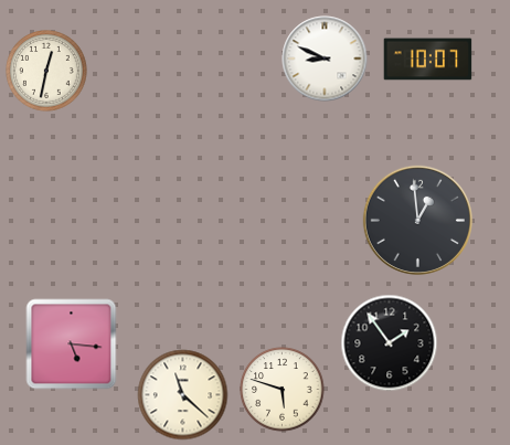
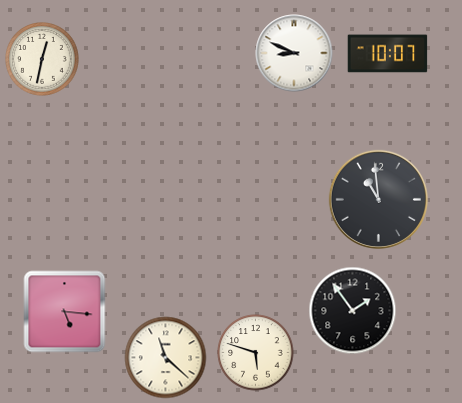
clock at (46, 71) position: (46, 71) -> (42, 59)
clock at (417, 220): 12:59 -> 10:59
